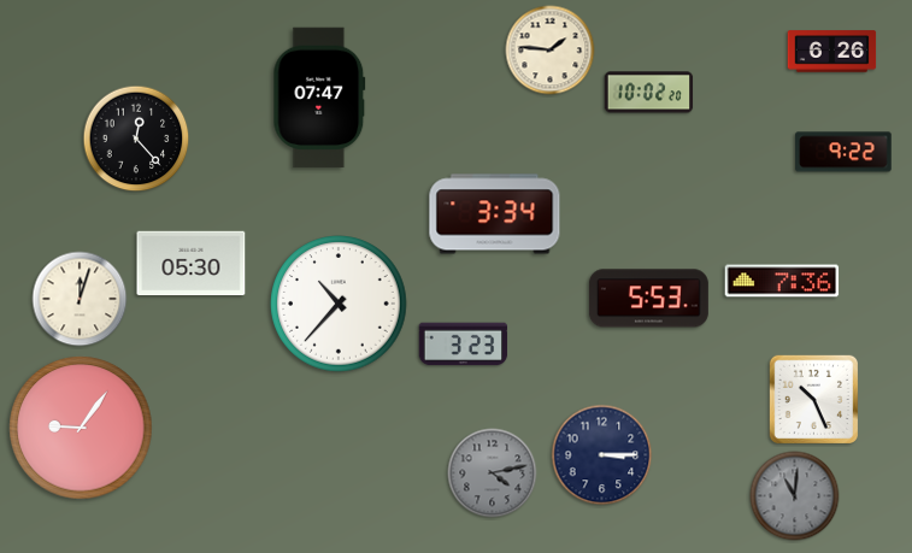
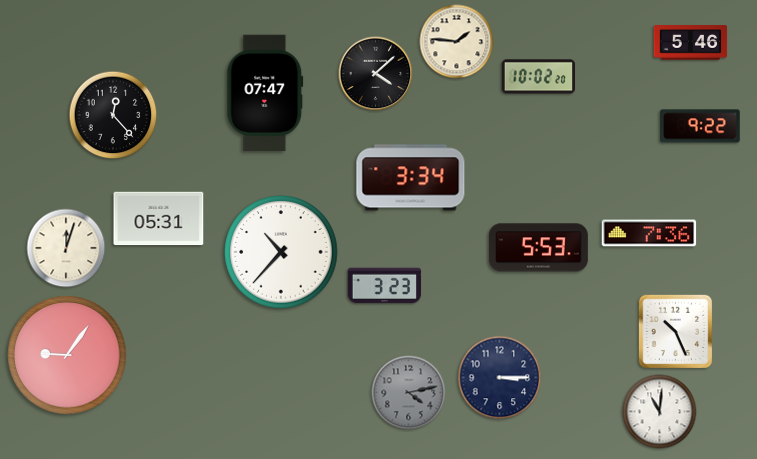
clock at (832, 52): 6:26 -> 5:46
clock at (376, 74): none -> 4:08
clock at (319, 98) position: (319, 98) -> (265, 93)
clock at (192, 264): 05:30 -> 05:31
clock at (795, 496) dial: grey -> white
